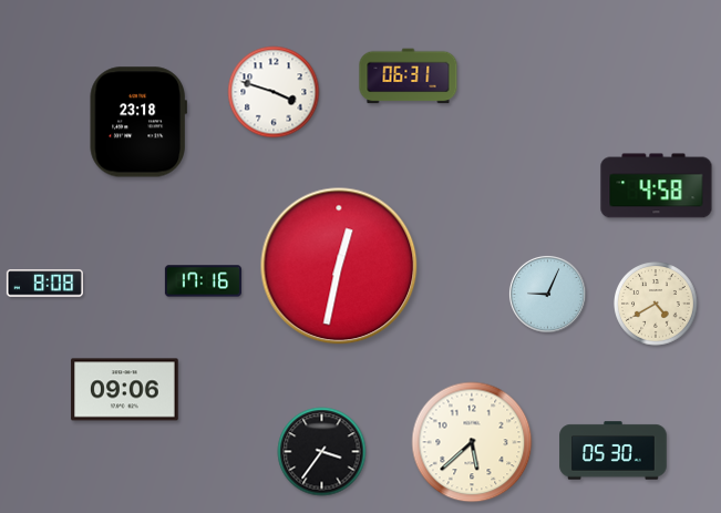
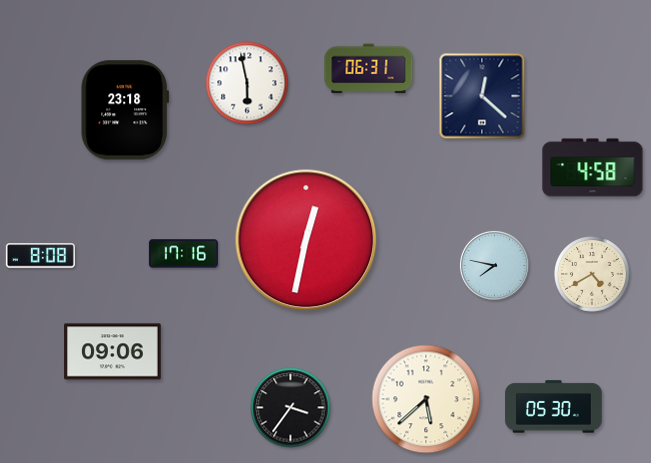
clock at (274, 92): 3:48 -> 5:58
clock at (482, 96): none -> 12:22
clock at (547, 294): 9:04 -> 7:47
